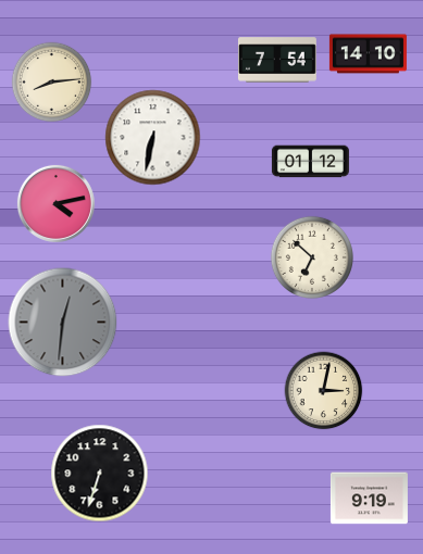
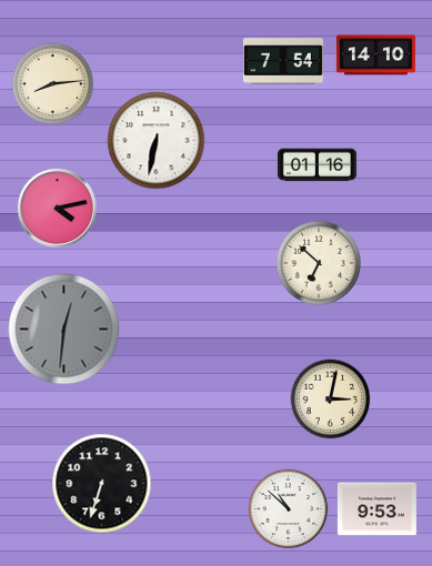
clock at (310, 162): 01:12 -> 01:16
clock at (289, 509): none -> 10:52
clock at (369, 499): 9:19 -> 9:53
